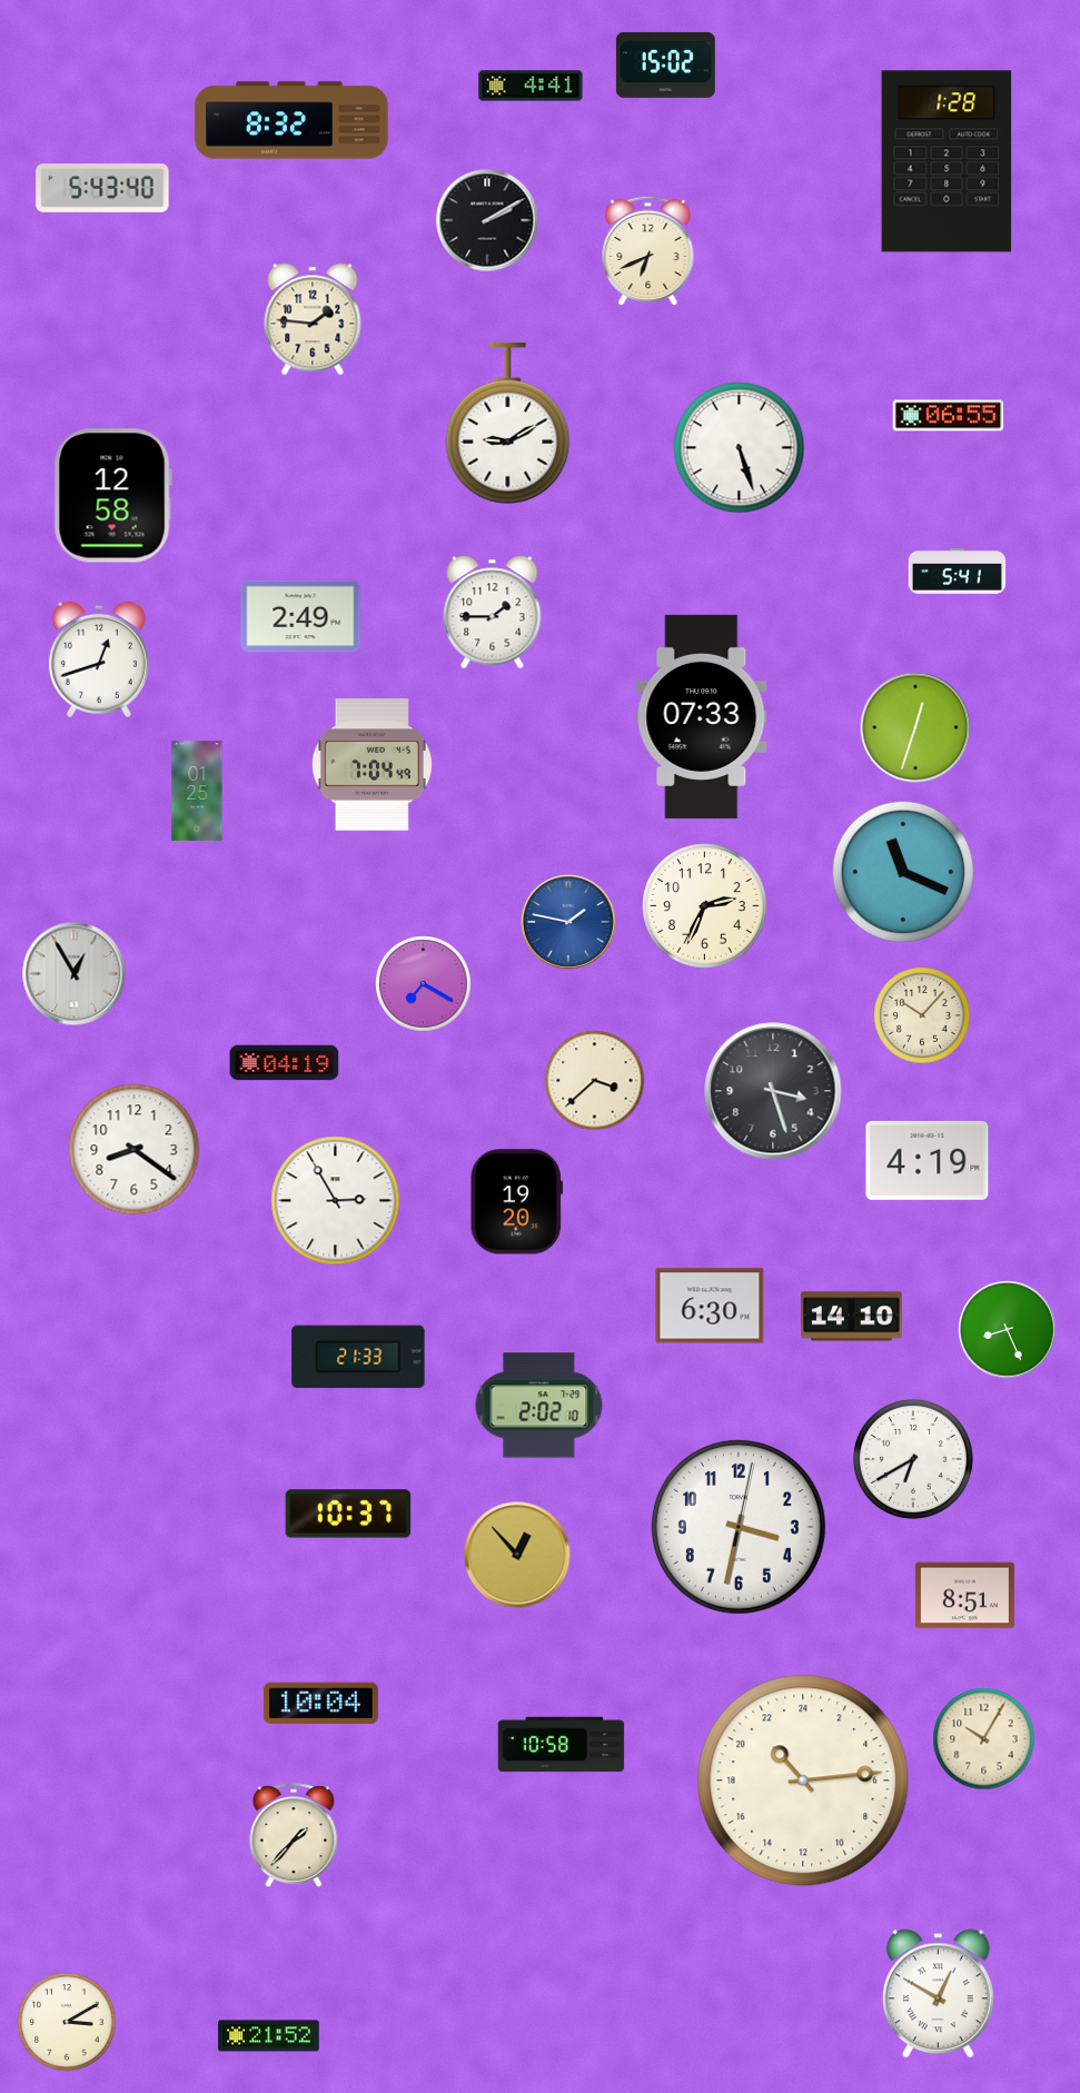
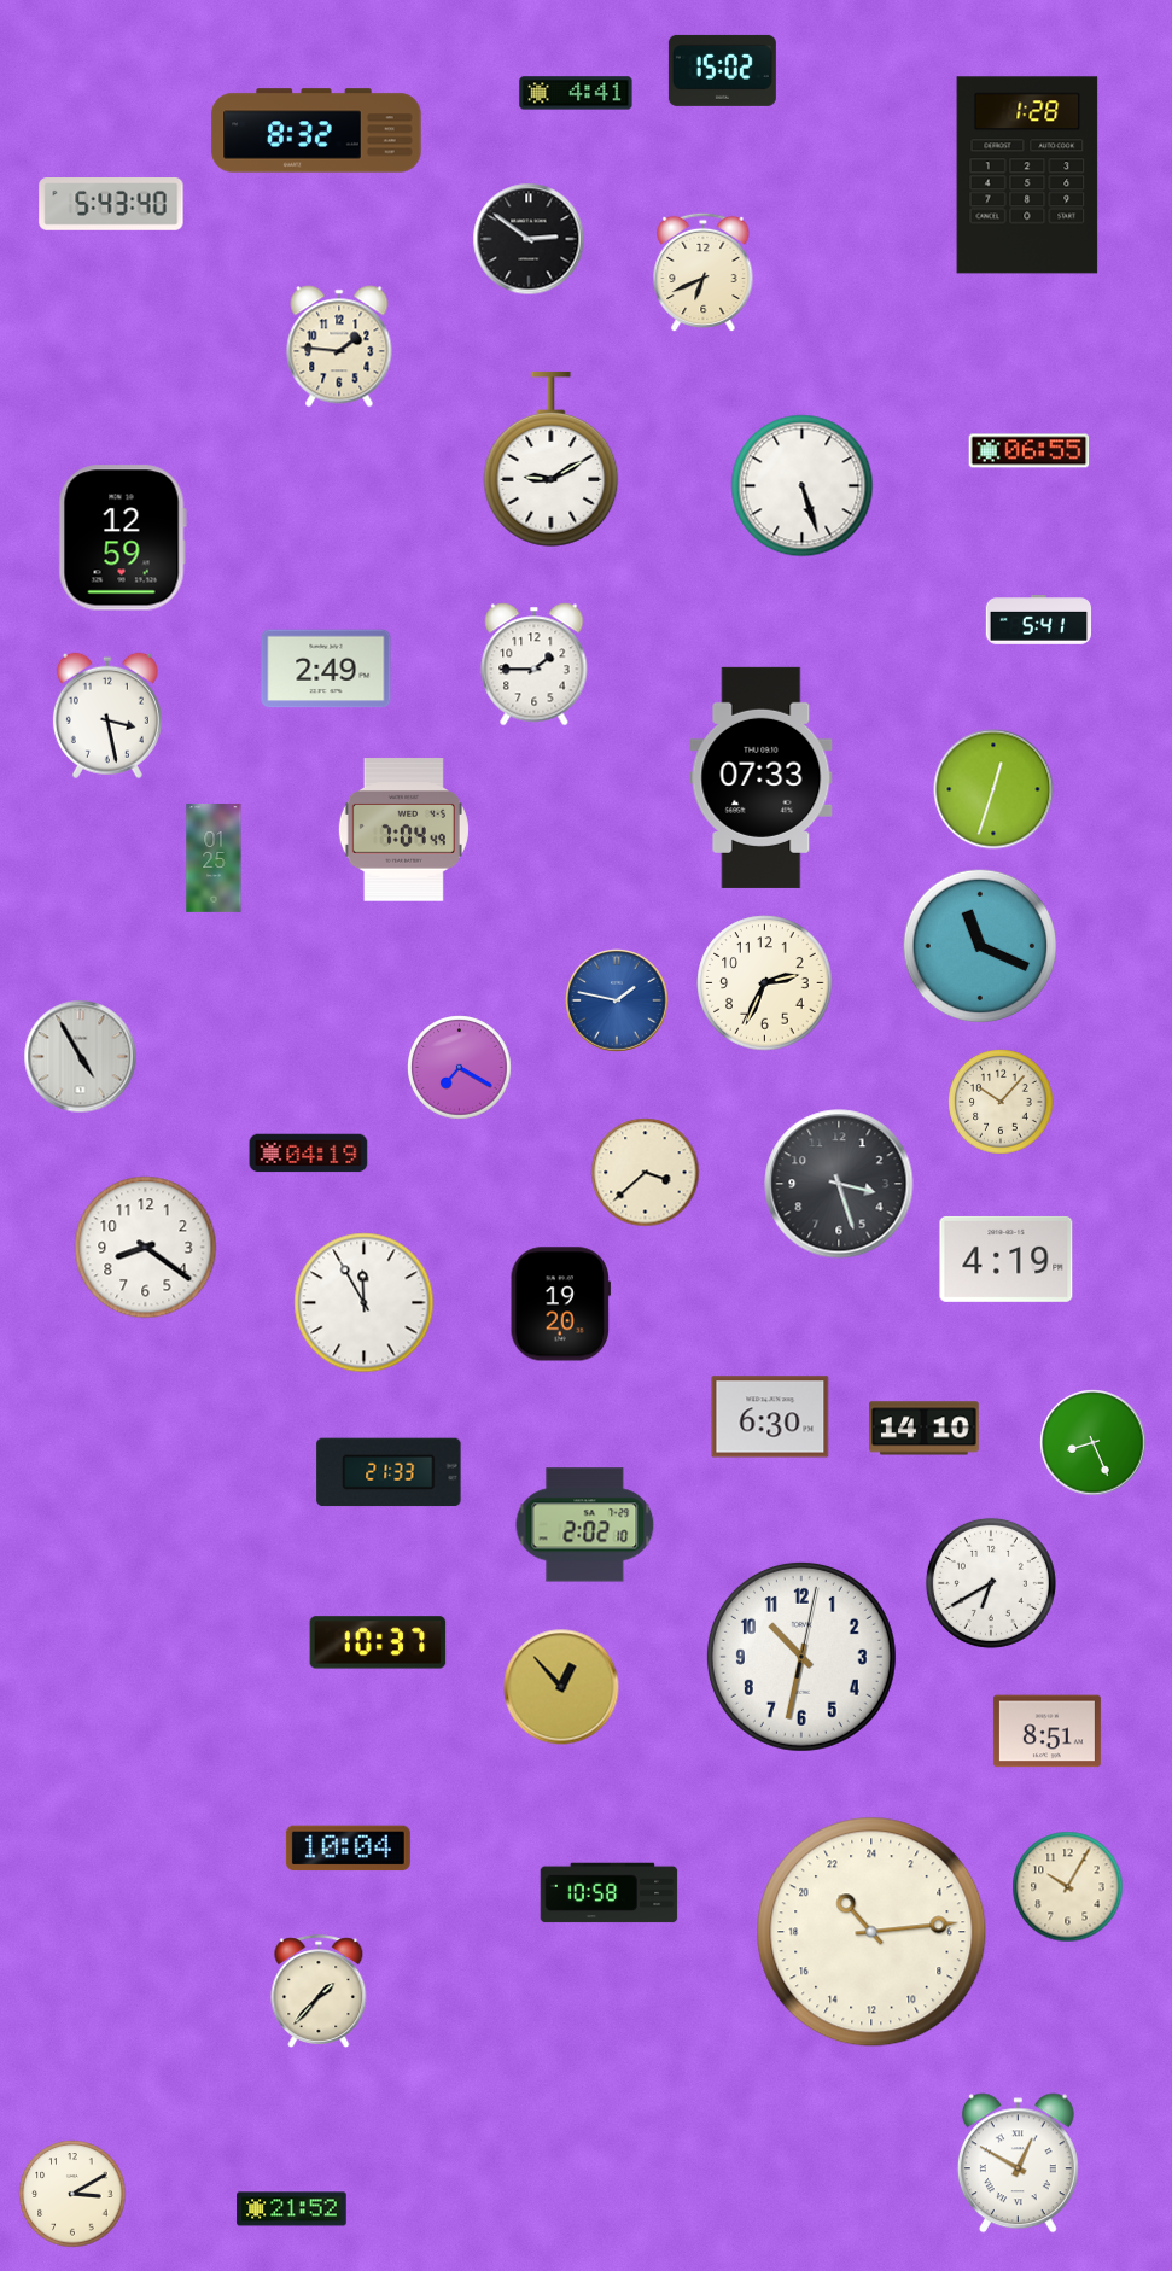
clock at (487, 220): 2:10 -> 2:51
clock at (112, 496): 12:58 -> 12:59
clock at (99, 659): 12:42 -> 3:28
clock at (75, 974): 12:55 -> 4:55
clock at (336, 1201): 2:55 -> 11:55
clock at (739, 1527): 3:32 -> 10:32
